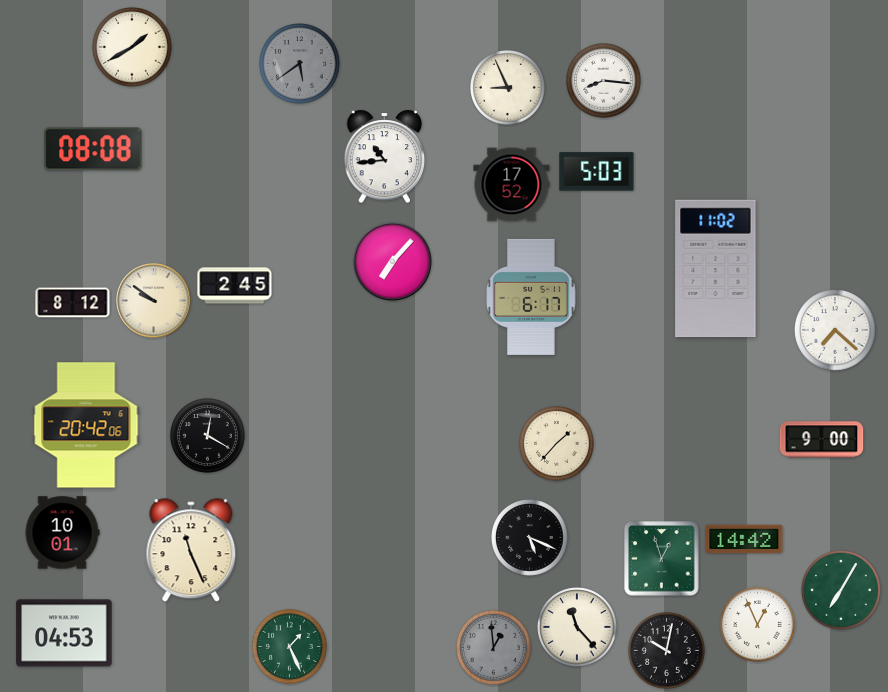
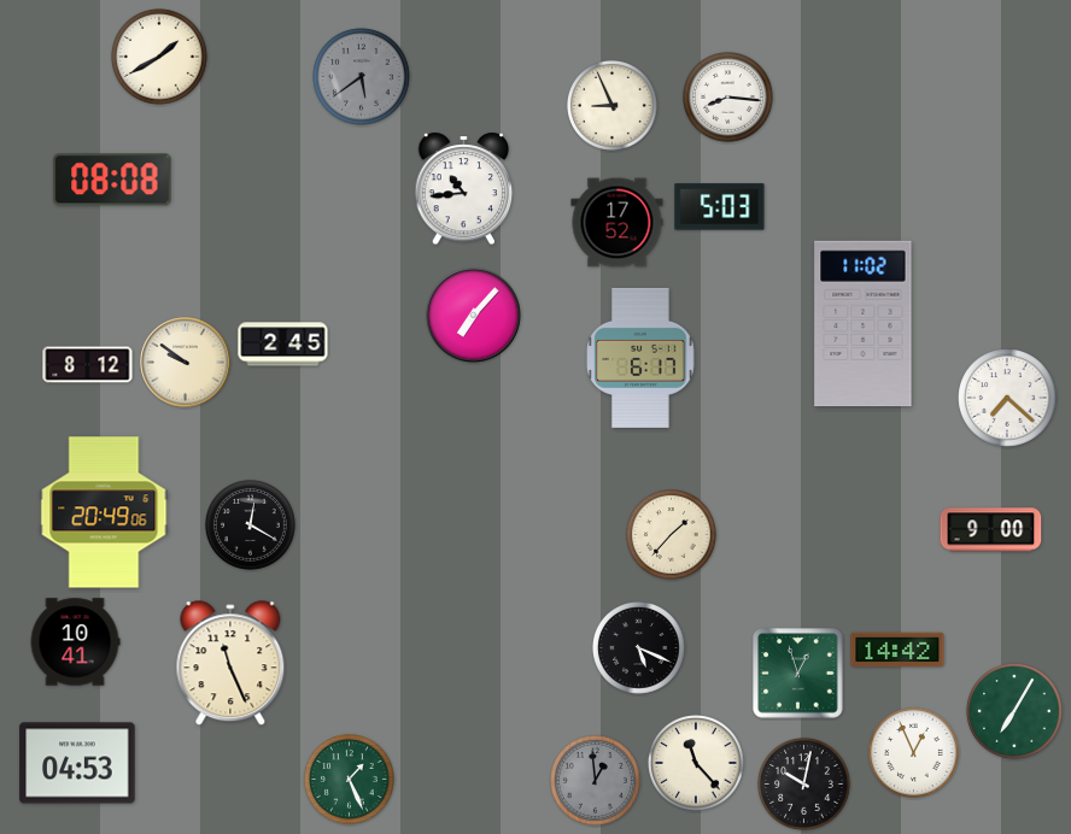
clock at (86, 425): 20:42 -> 20:49
clock at (62, 533): 10:01 -> 10:41
clock at (577, 627) position: (577, 627) -> (696, 763)
